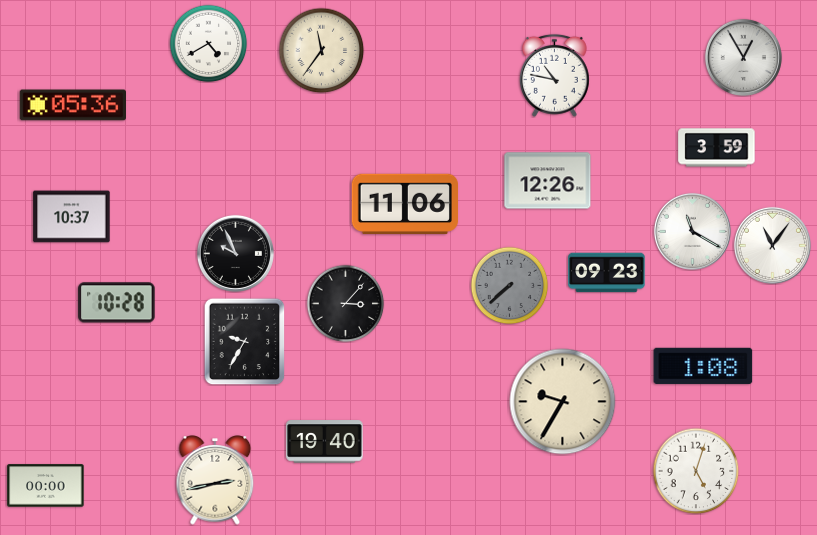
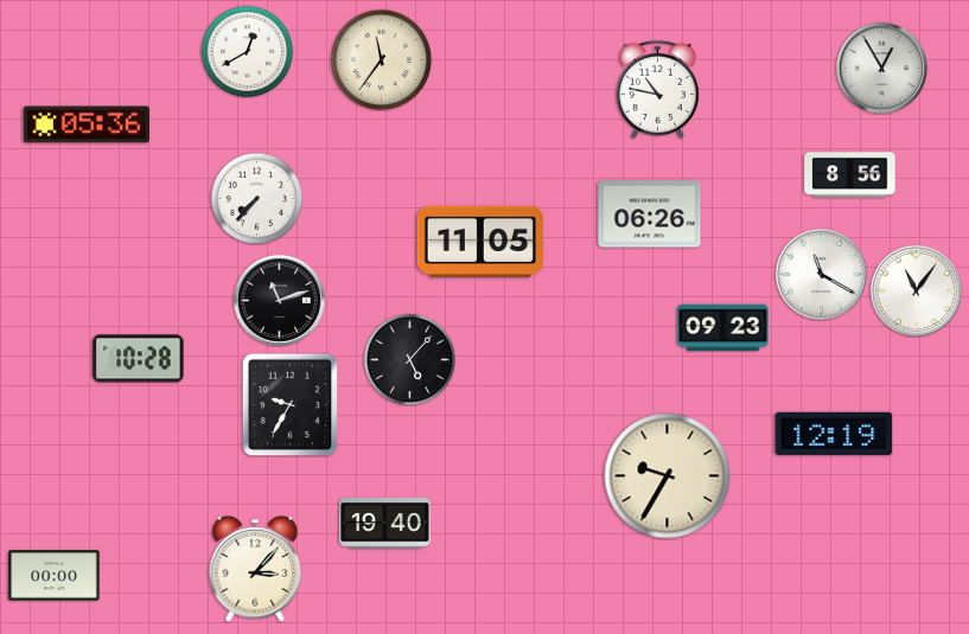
clock at (208, 43): 4:40 -> 12:40
clock at (717, 148): 3:59 -> 8:56
clock at (256, 198): none -> 7:37
clock at (548, 181): 12:26 -> 06:26
clock at (404, 203): 11:06 -> 11:05
clock at (72, 217): 10:37 -> none
clock at (235, 253): 9:56 -> 11:12
clock at (607, 273) position: (607, 273) -> (723, 328)
clock at (509, 285): 7:38 -> none
clock at (345, 303): 3:07 -> 5:07
clock at (703, 366): 1:08 -> 12:19
clock at (696, 471): 5:03 -> none
clock at (215, 480): 2:43 -> 3:07
